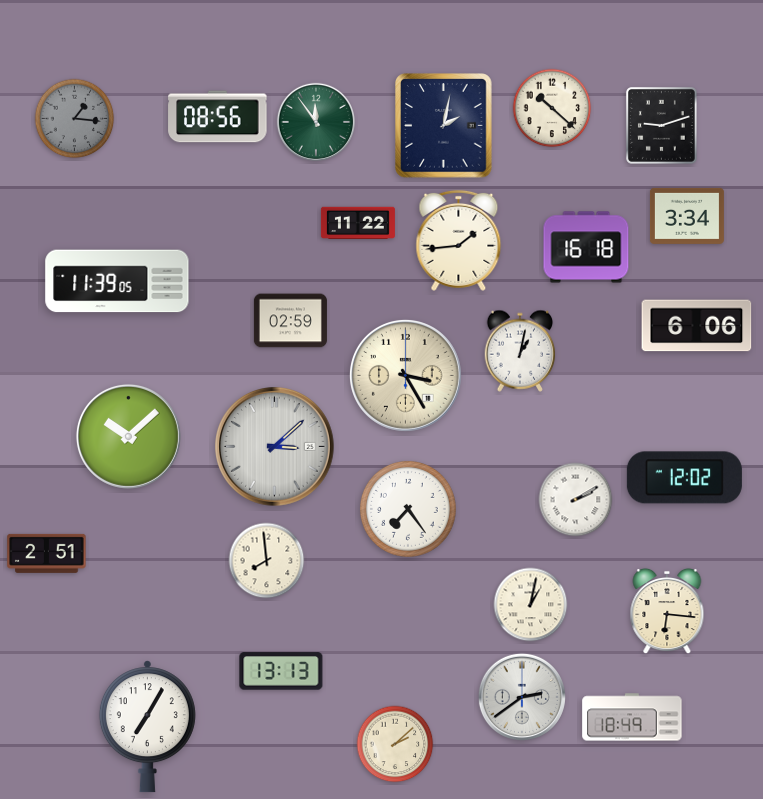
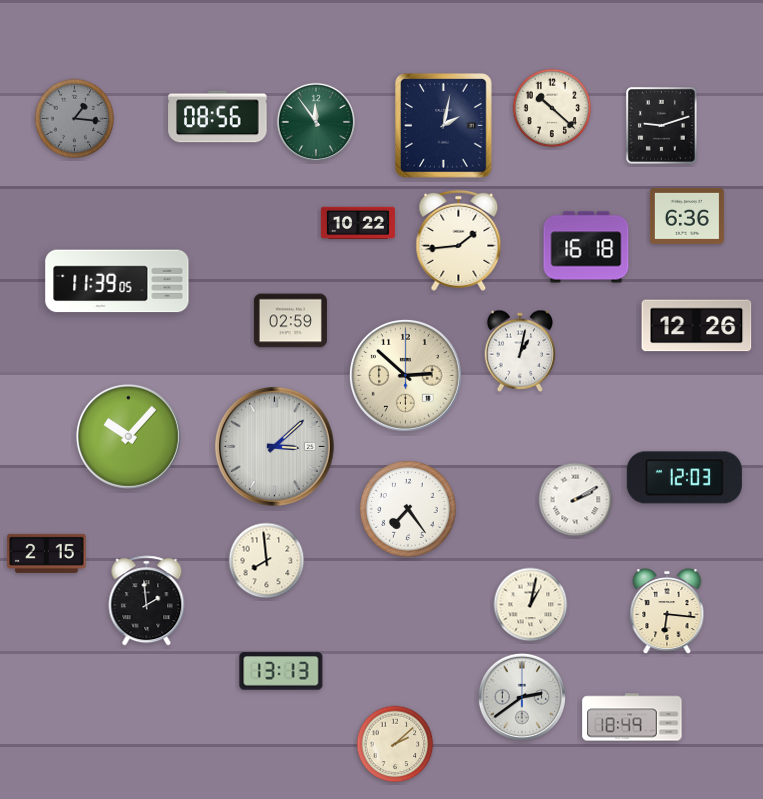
clock at (687, 216): 3:34 -> 6:36
clock at (358, 223): 11:22 -> 10:22
clock at (697, 326): 6:06 -> 12:26
clock at (405, 375): 3:25 -> 2:52
clock at (128, 436): 10:08 -> 10:07
clock at (684, 478): 12:02 -> 12:03
clock at (47, 553): 2:51 -> 2:15
clock at (147, 601): none -> 1:59
clock at (147, 727): 7:05 -> none
